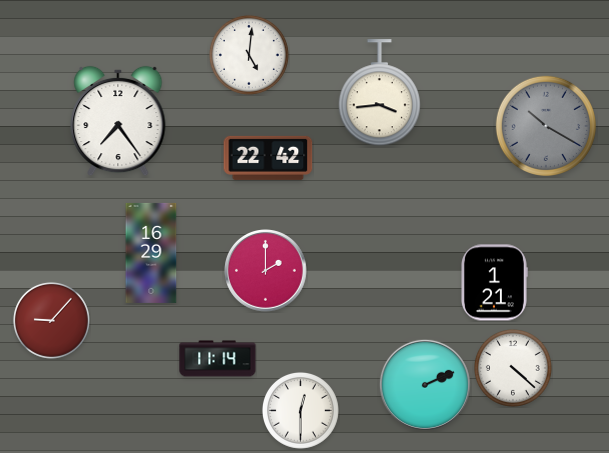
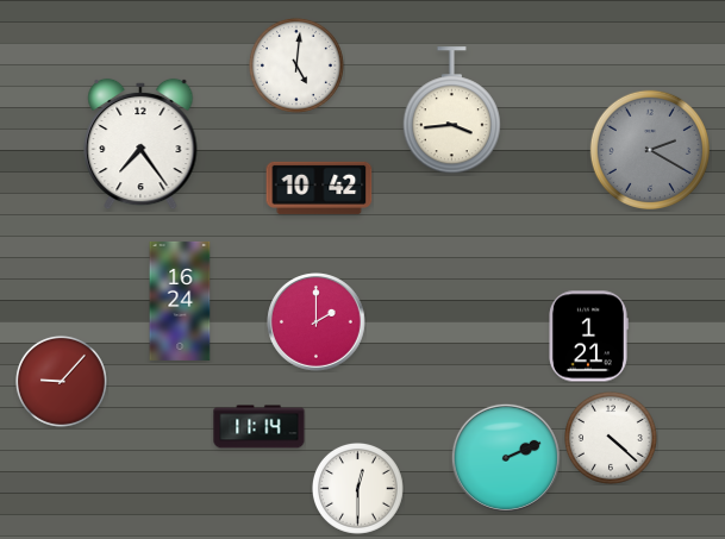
clock at (546, 126): 10:20 -> 2:20
clock at (268, 158): 22:42 -> 10:42
clock at (151, 253): 16:29 -> 16:24
